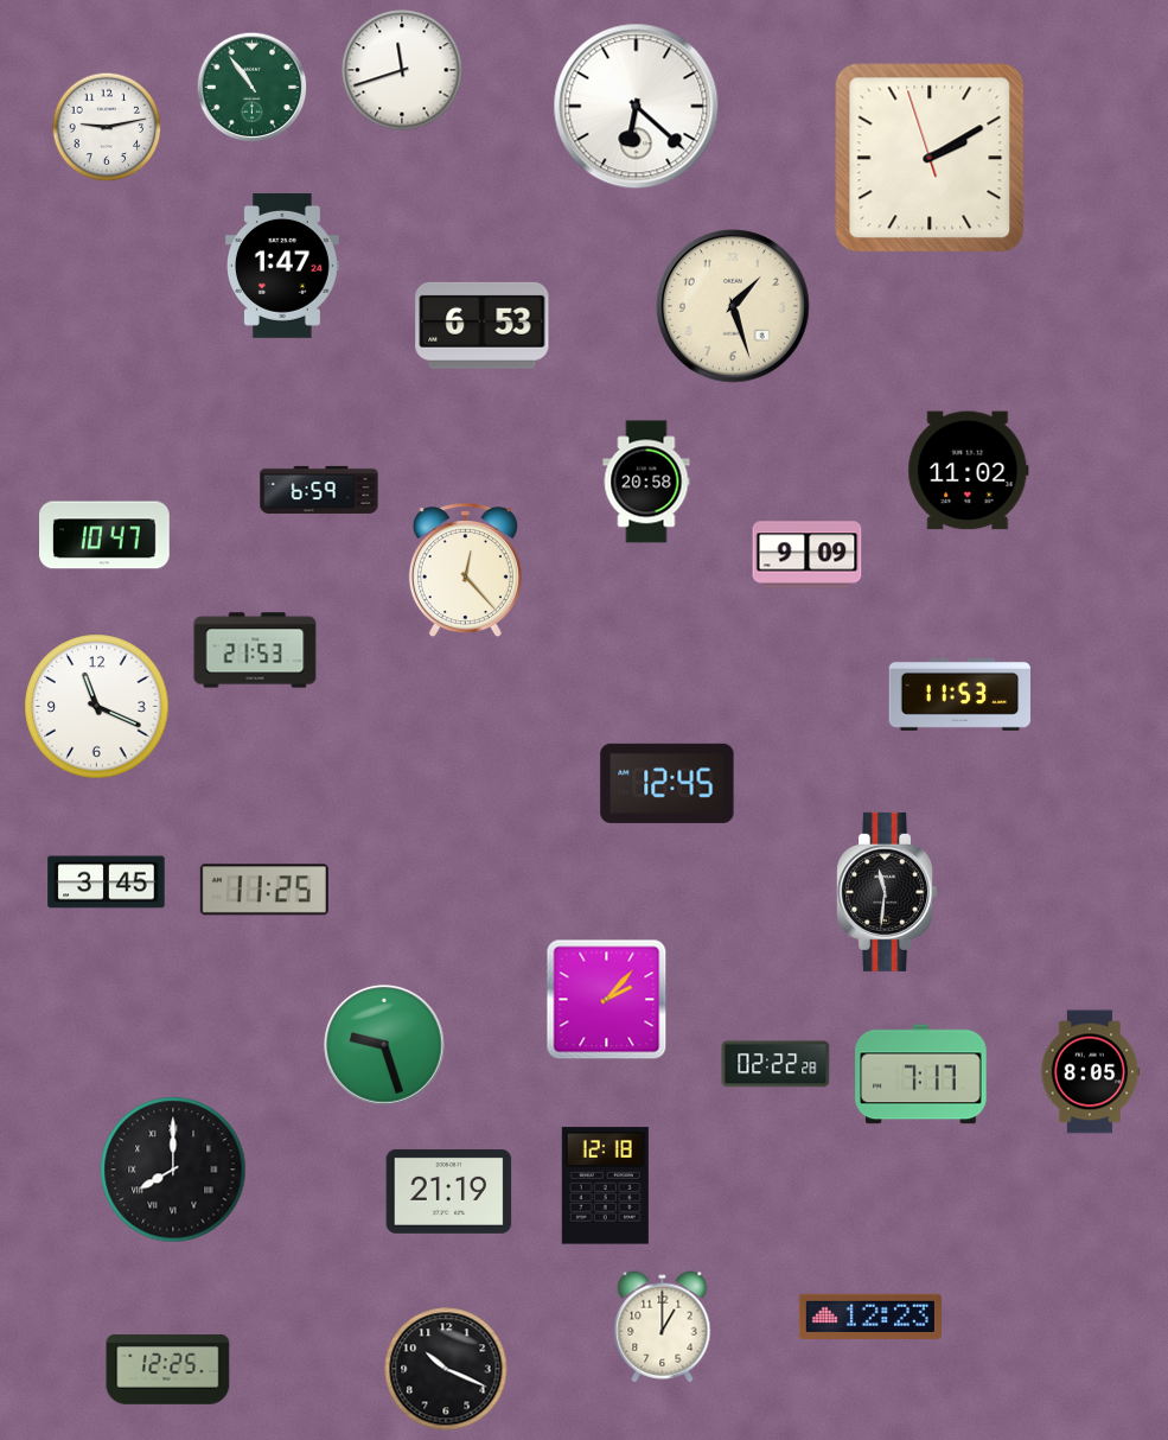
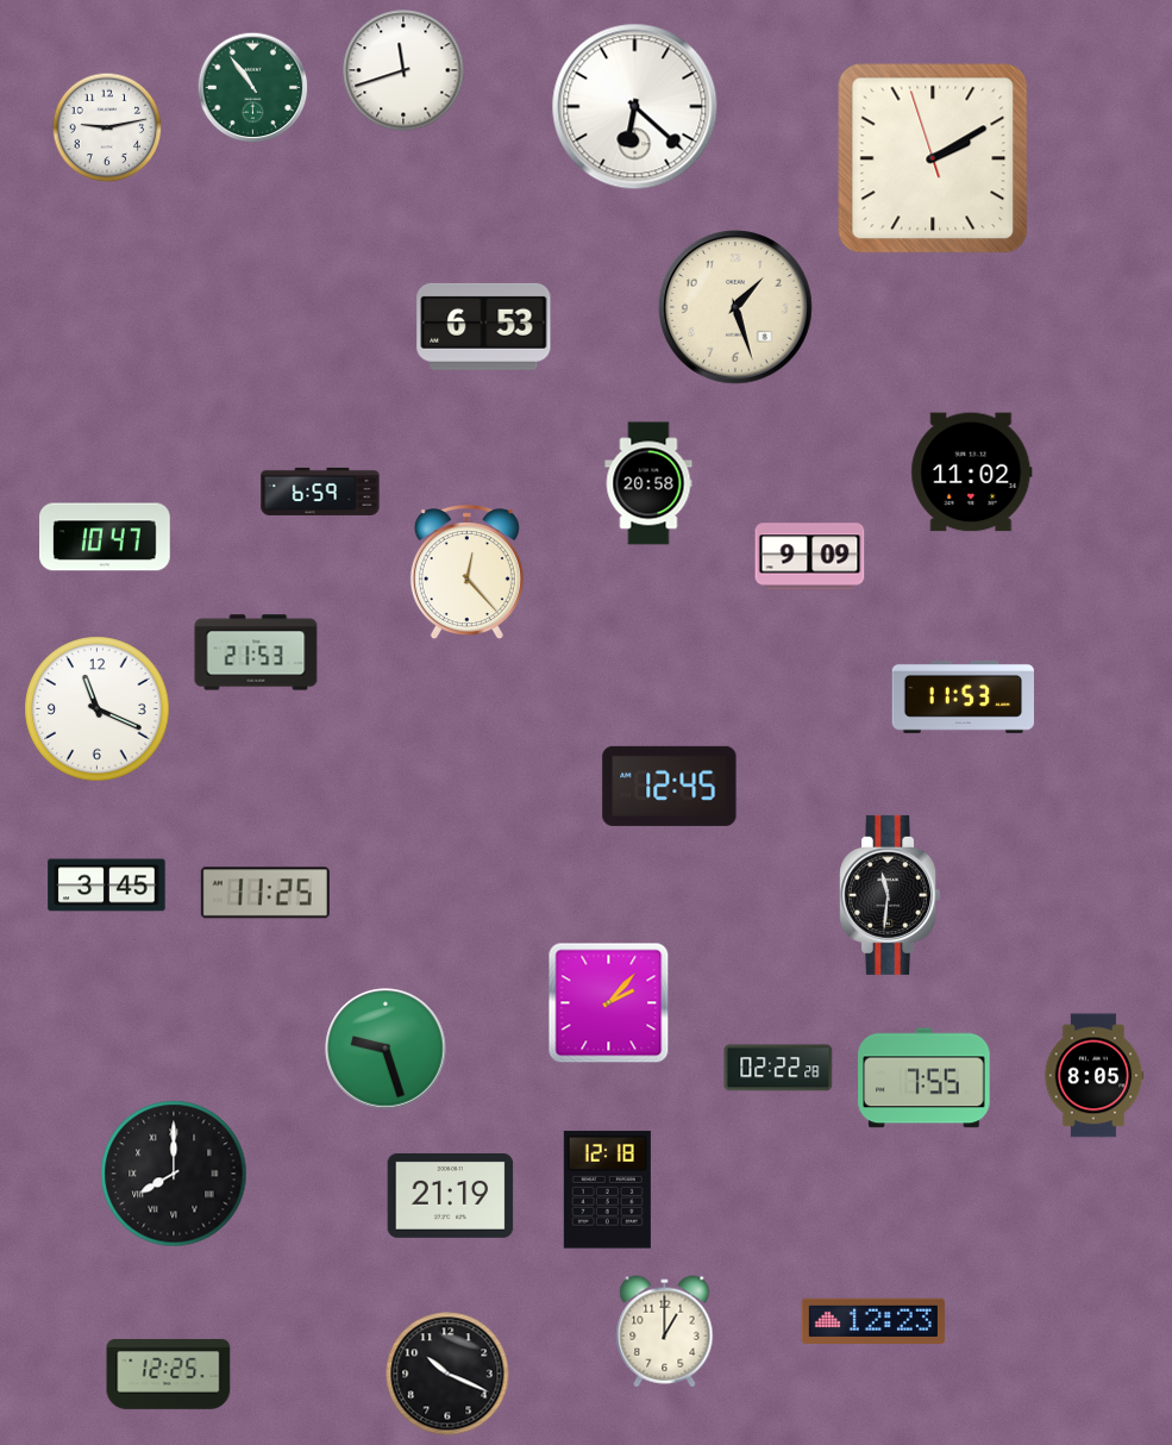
clock at (637, 107) position: (637, 107) -> (635, 107)
clock at (282, 266): 1:47 -> none
clock at (921, 1075): 7:17 -> 7:55
